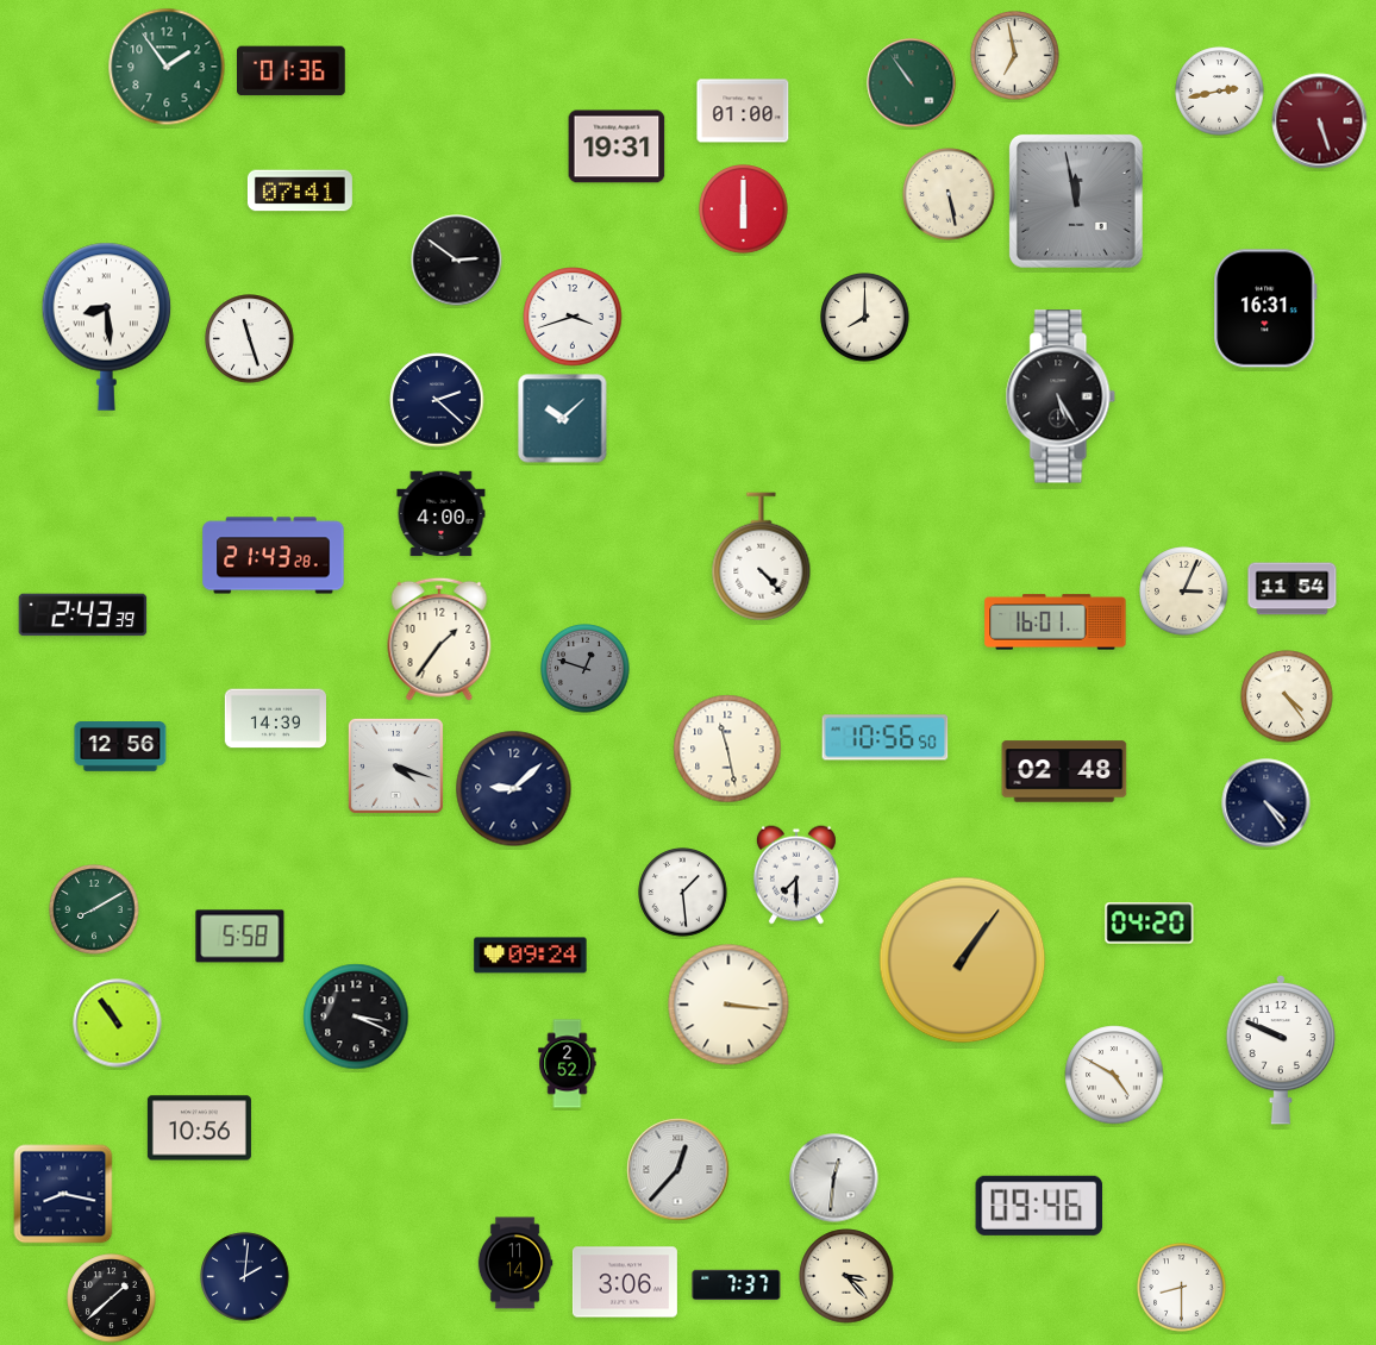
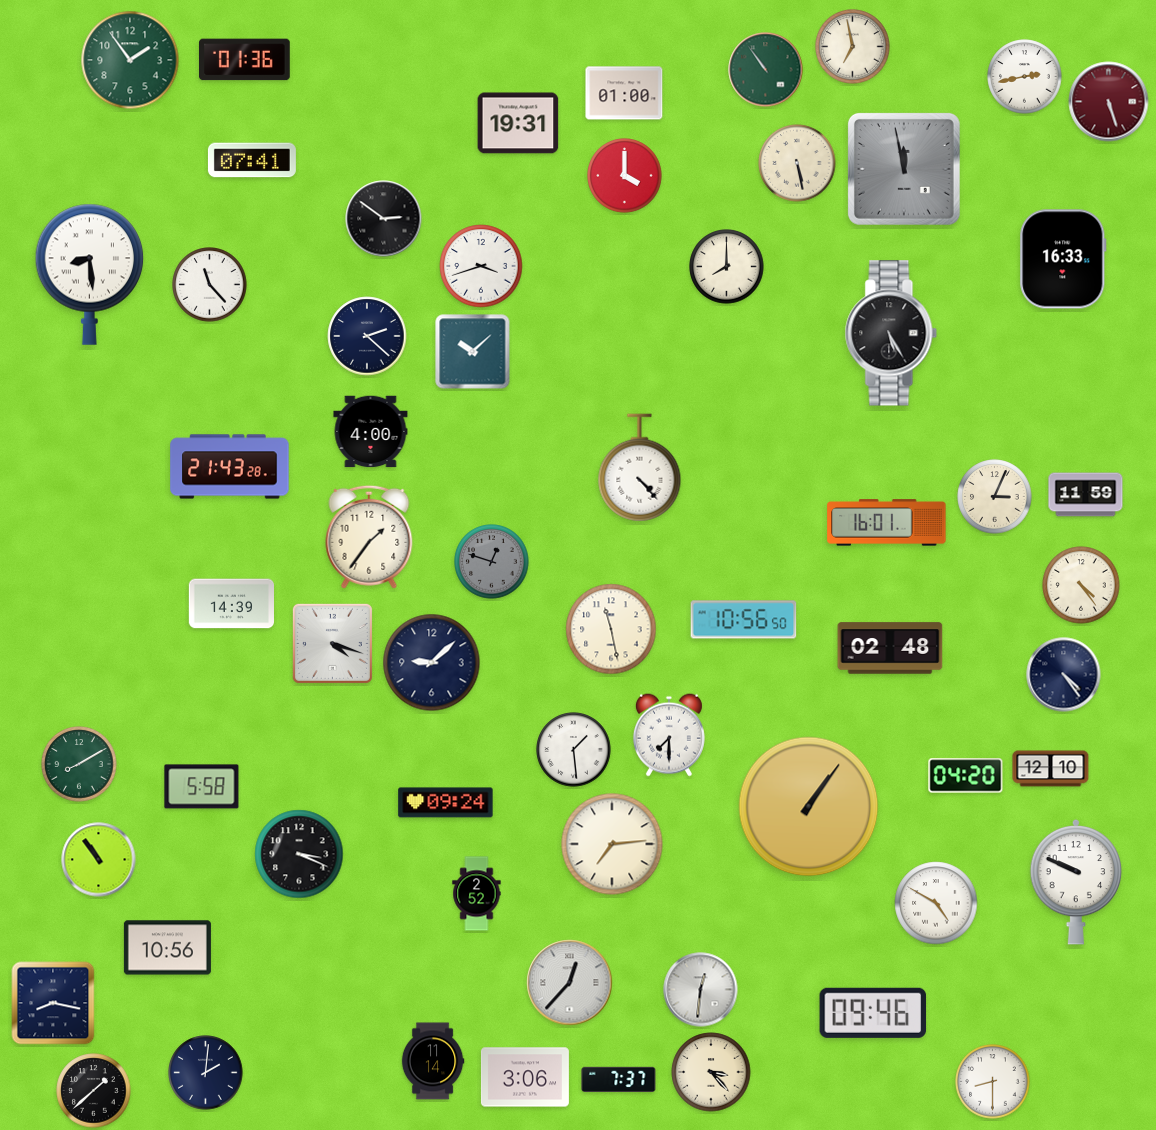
clock at (167, 67) position: (167, 67) -> (130, 60)
clock at (744, 209): 6:00 -> 4:00
clock at (1265, 308): 16:31 -> 16:33
clock at (250, 339): 11:27 -> 11:23
clock at (1293, 589): 11:54 -> 11:59
clock at (83, 615): 2:43 -> none
clock at (120, 747): 12:56 -> none
clock at (1064, 771) position: (1064, 771) -> (890, 648)
clock at (1051, 769): none -> 12:10
clock at (728, 1005): 3:16 -> 7:14
